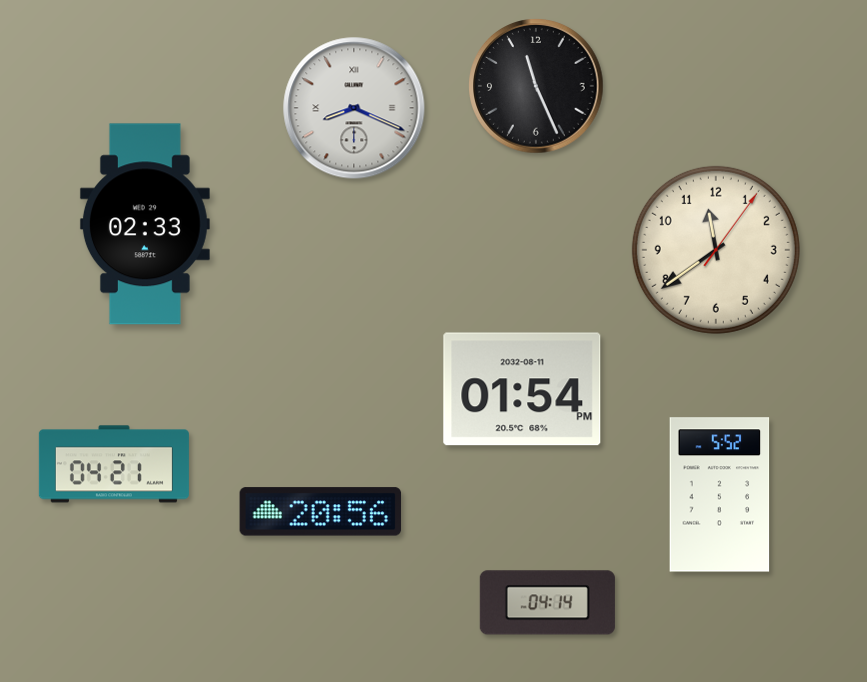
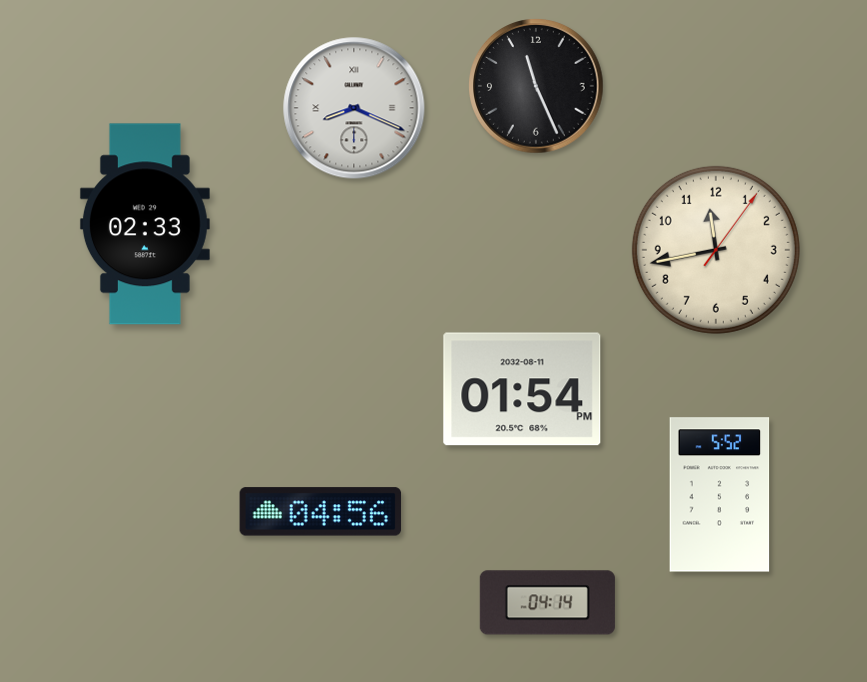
clock at (716, 250): 11:39 -> 11:43
clock at (114, 464): 04:21 -> none
clock at (321, 512): 20:56 -> 04:56
